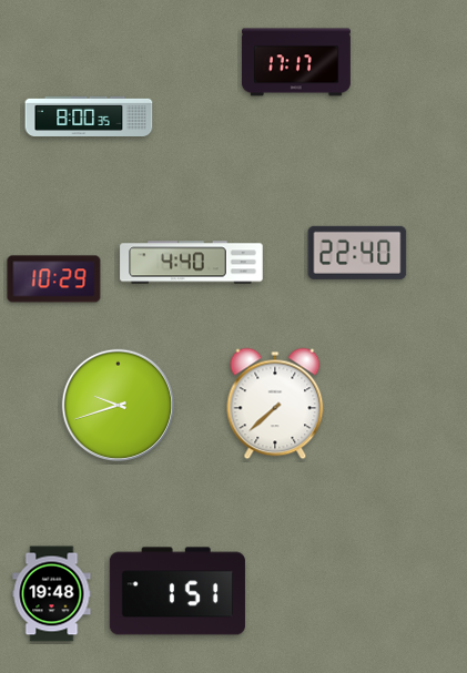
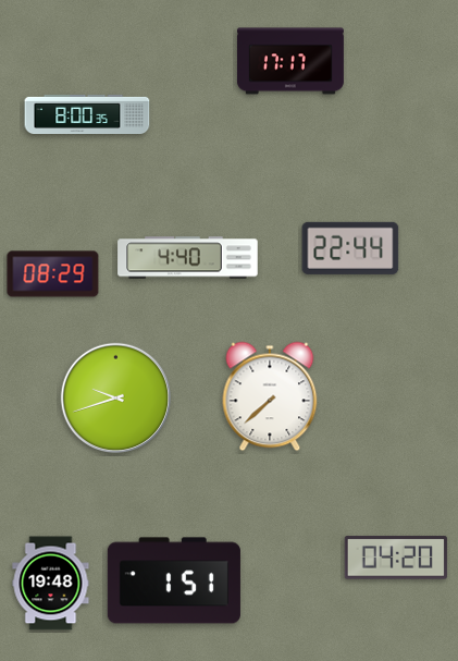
clock at (357, 253): 22:40 -> 22:44
clock at (54, 279): 10:29 -> 08:29
clock at (396, 558): none -> 04:20
